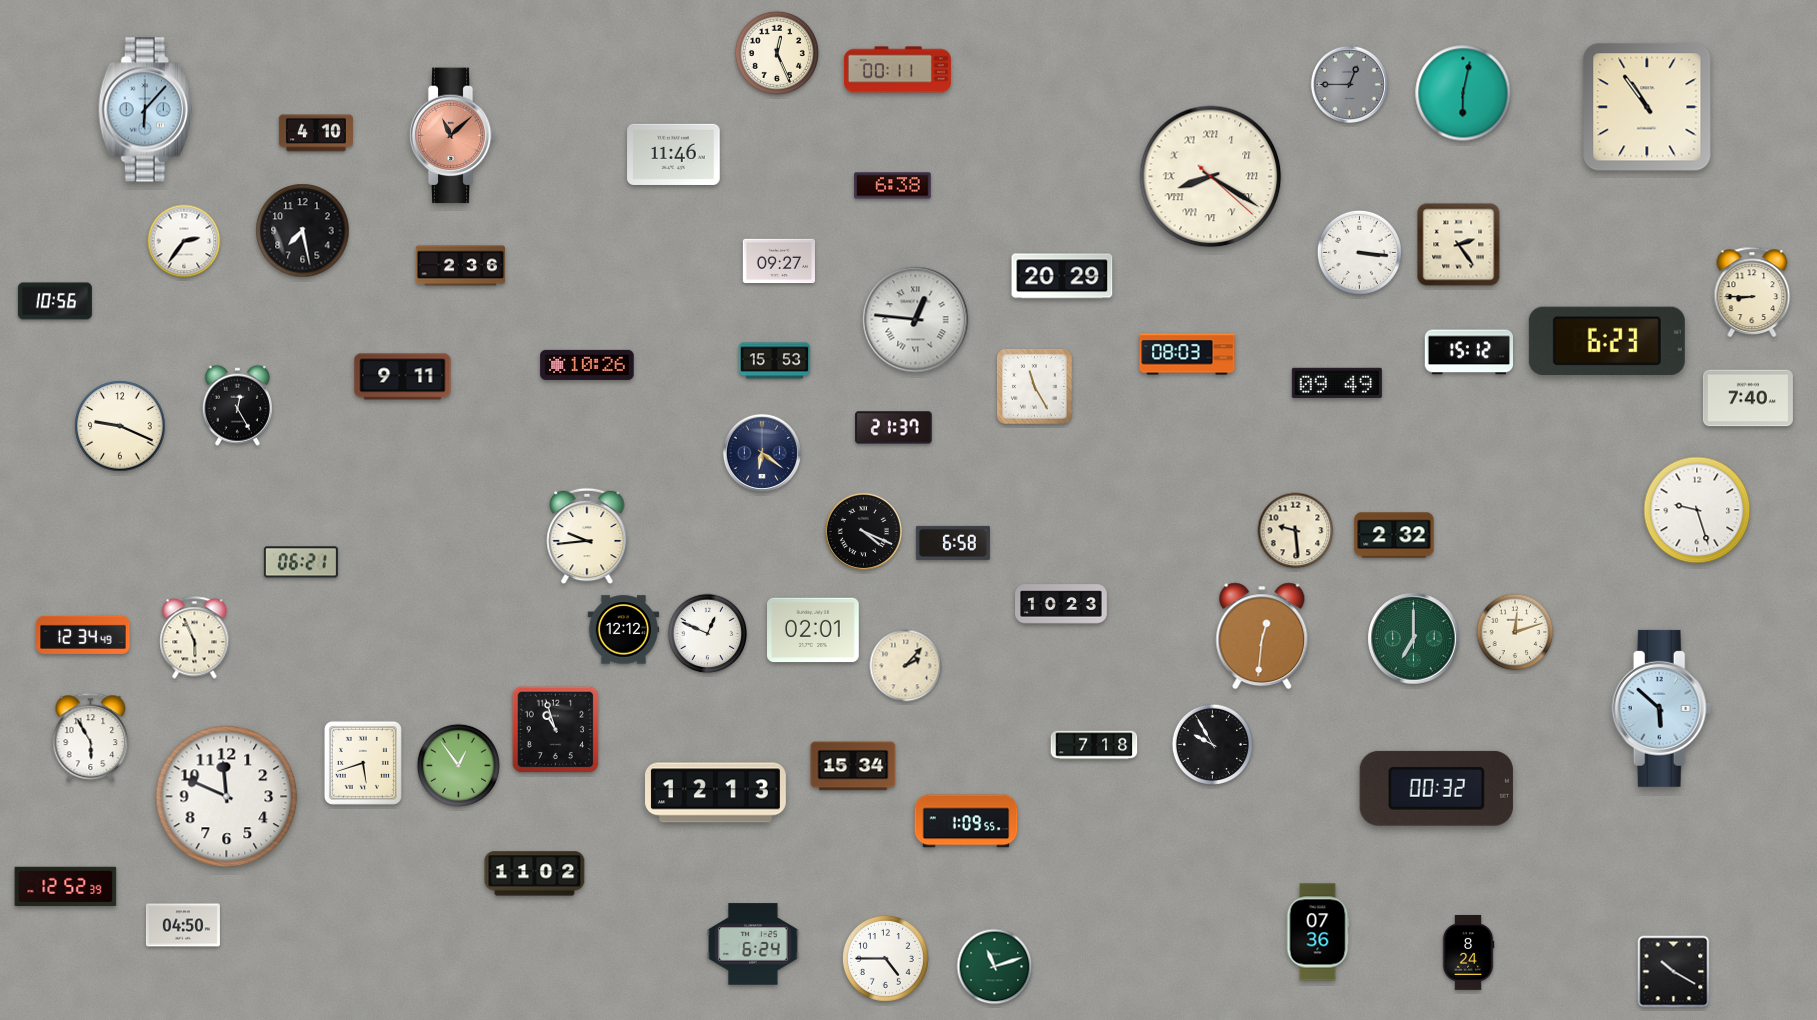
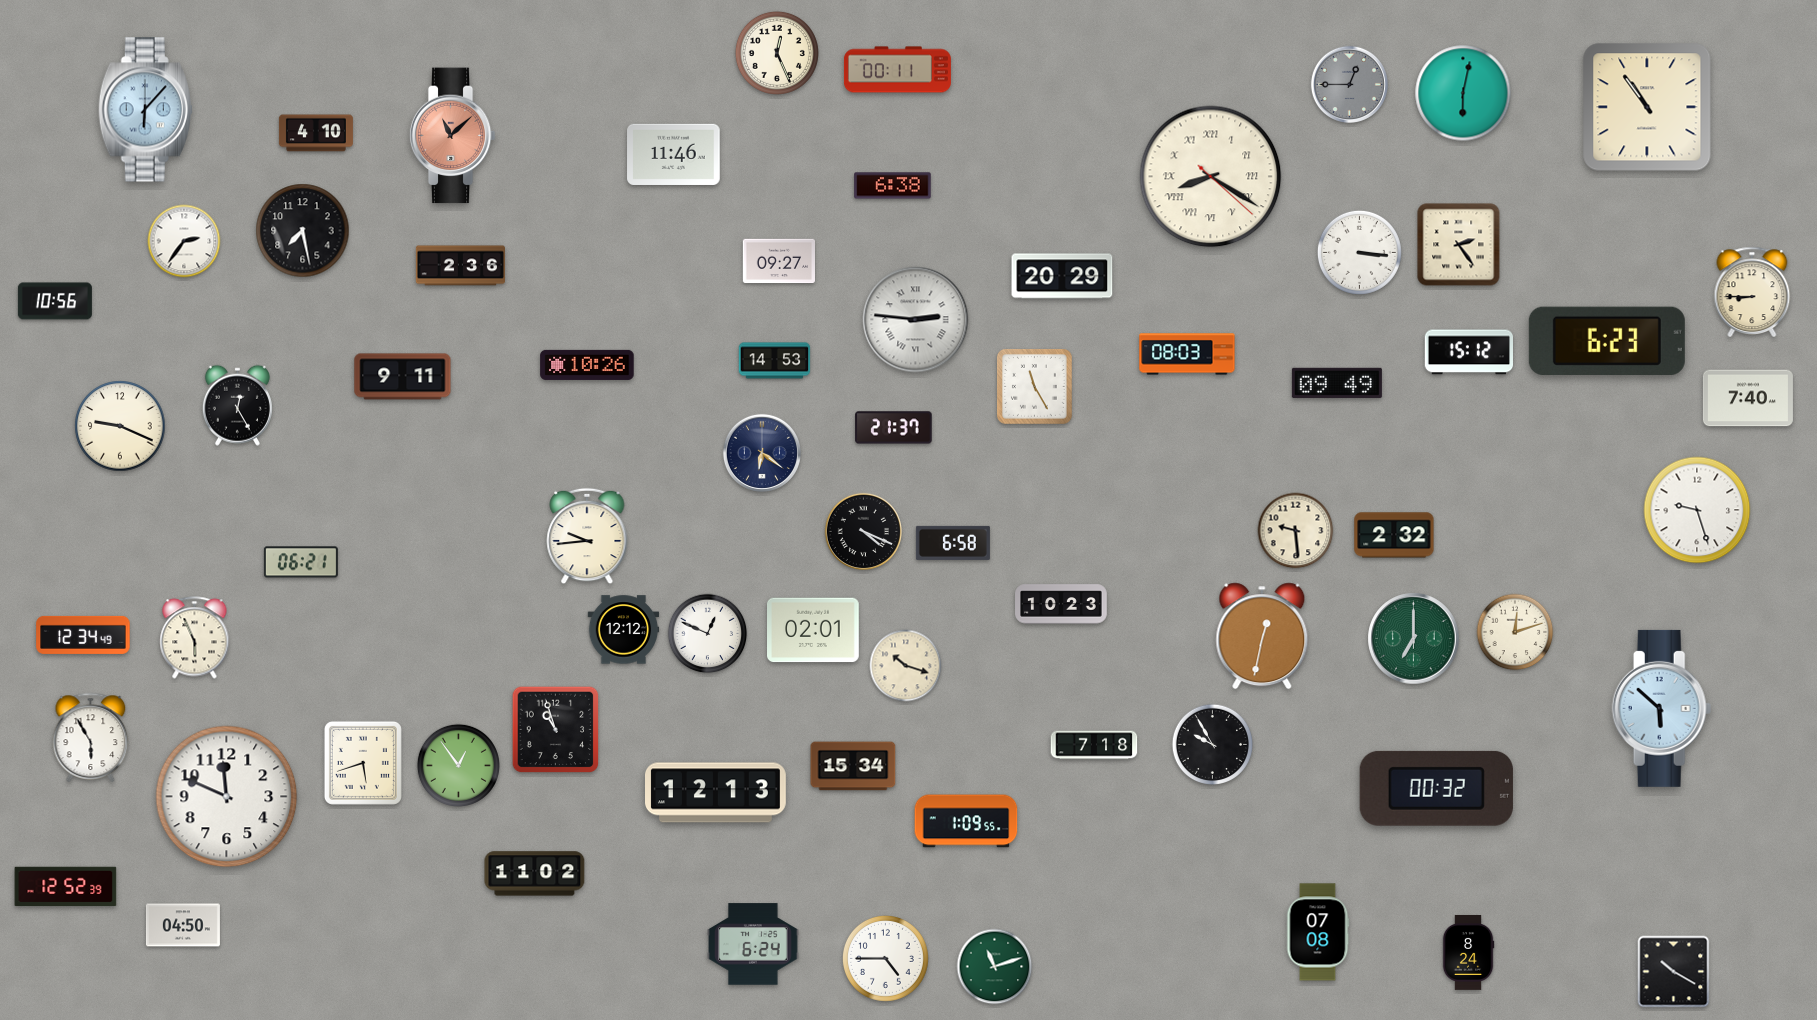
clock at (916, 320): 12:46 -> 2:46
clock at (775, 361): 15:53 -> 14:53
clock at (1262, 636): 12:31 -> 12:32
clock at (906, 666): 2:07 -> 10:18
clock at (1318, 932): 07:36 -> 07:08
